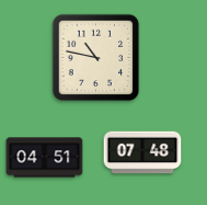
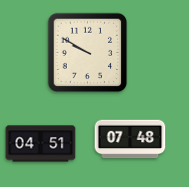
clock at (96, 58): 10:47 -> 9:50
